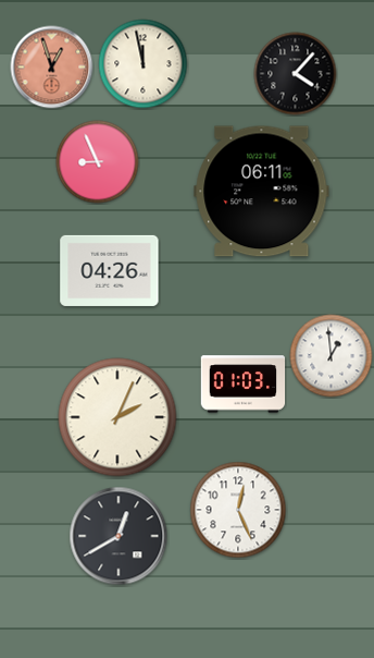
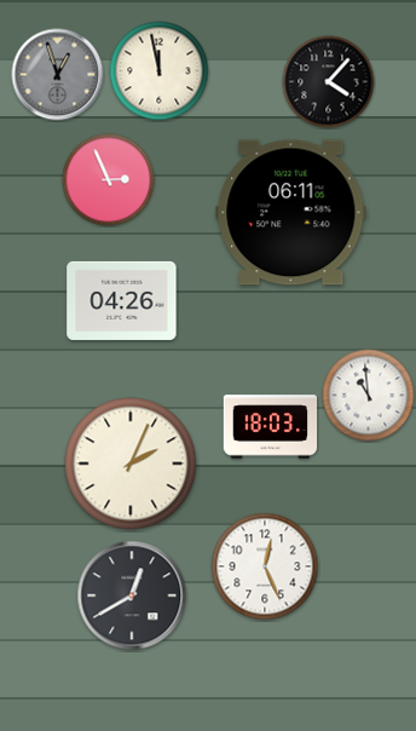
clock at (52, 68) dial: salmon -> grey
clock at (98, 162): 8:56 -> 2:56
clock at (332, 356): 12:59 -> 10:59
clock at (244, 385): 01:03 -> 18:03
